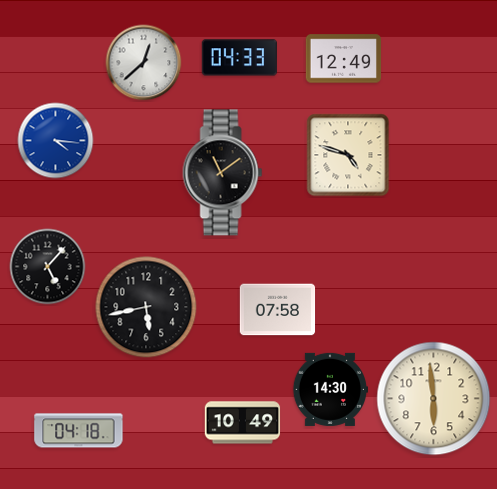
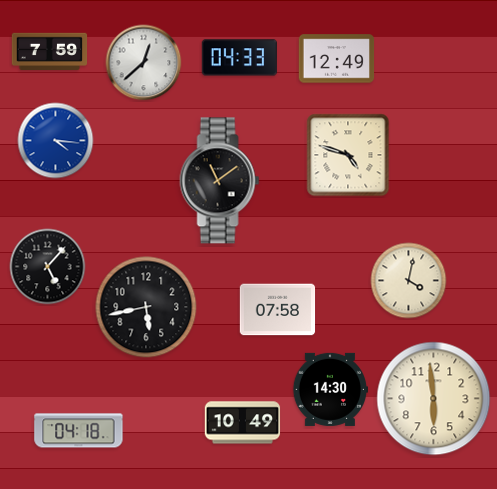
clock at (50, 52): none -> 7:59
clock at (344, 59) position: (344, 59) -> (337, 59)
clock at (223, 173) position: (223, 173) -> (220, 181)
clock at (409, 281): none -> 4:02
